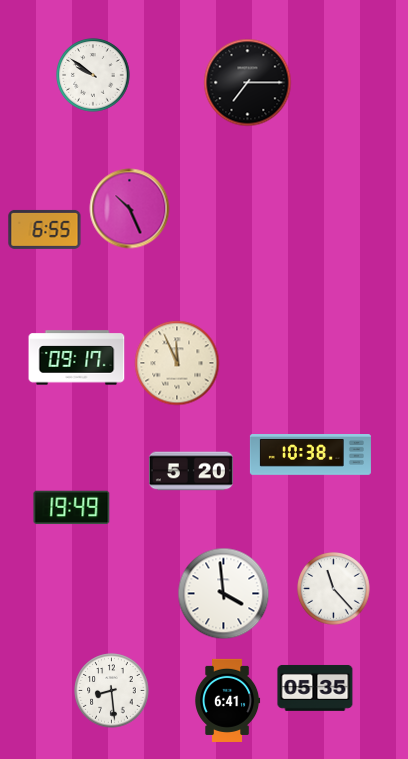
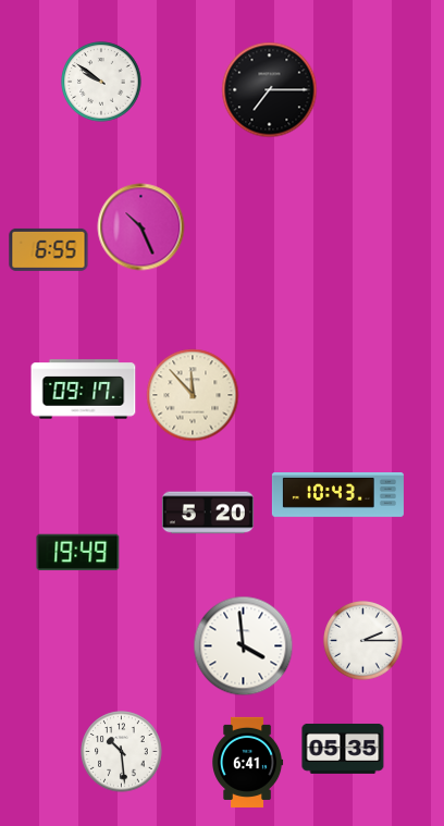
clock at (177, 363): 11:56 -> 11:53
clock at (310, 455): 10:38 -> 10:43
clock at (334, 589): 11:23 -> 2:15
clock at (112, 691): 8:29 -> 10:29
